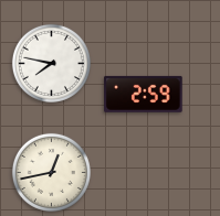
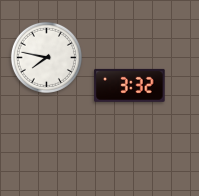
clock at (144, 94): 2:59 -> 3:32
clock at (51, 172): 12:43 -> none
